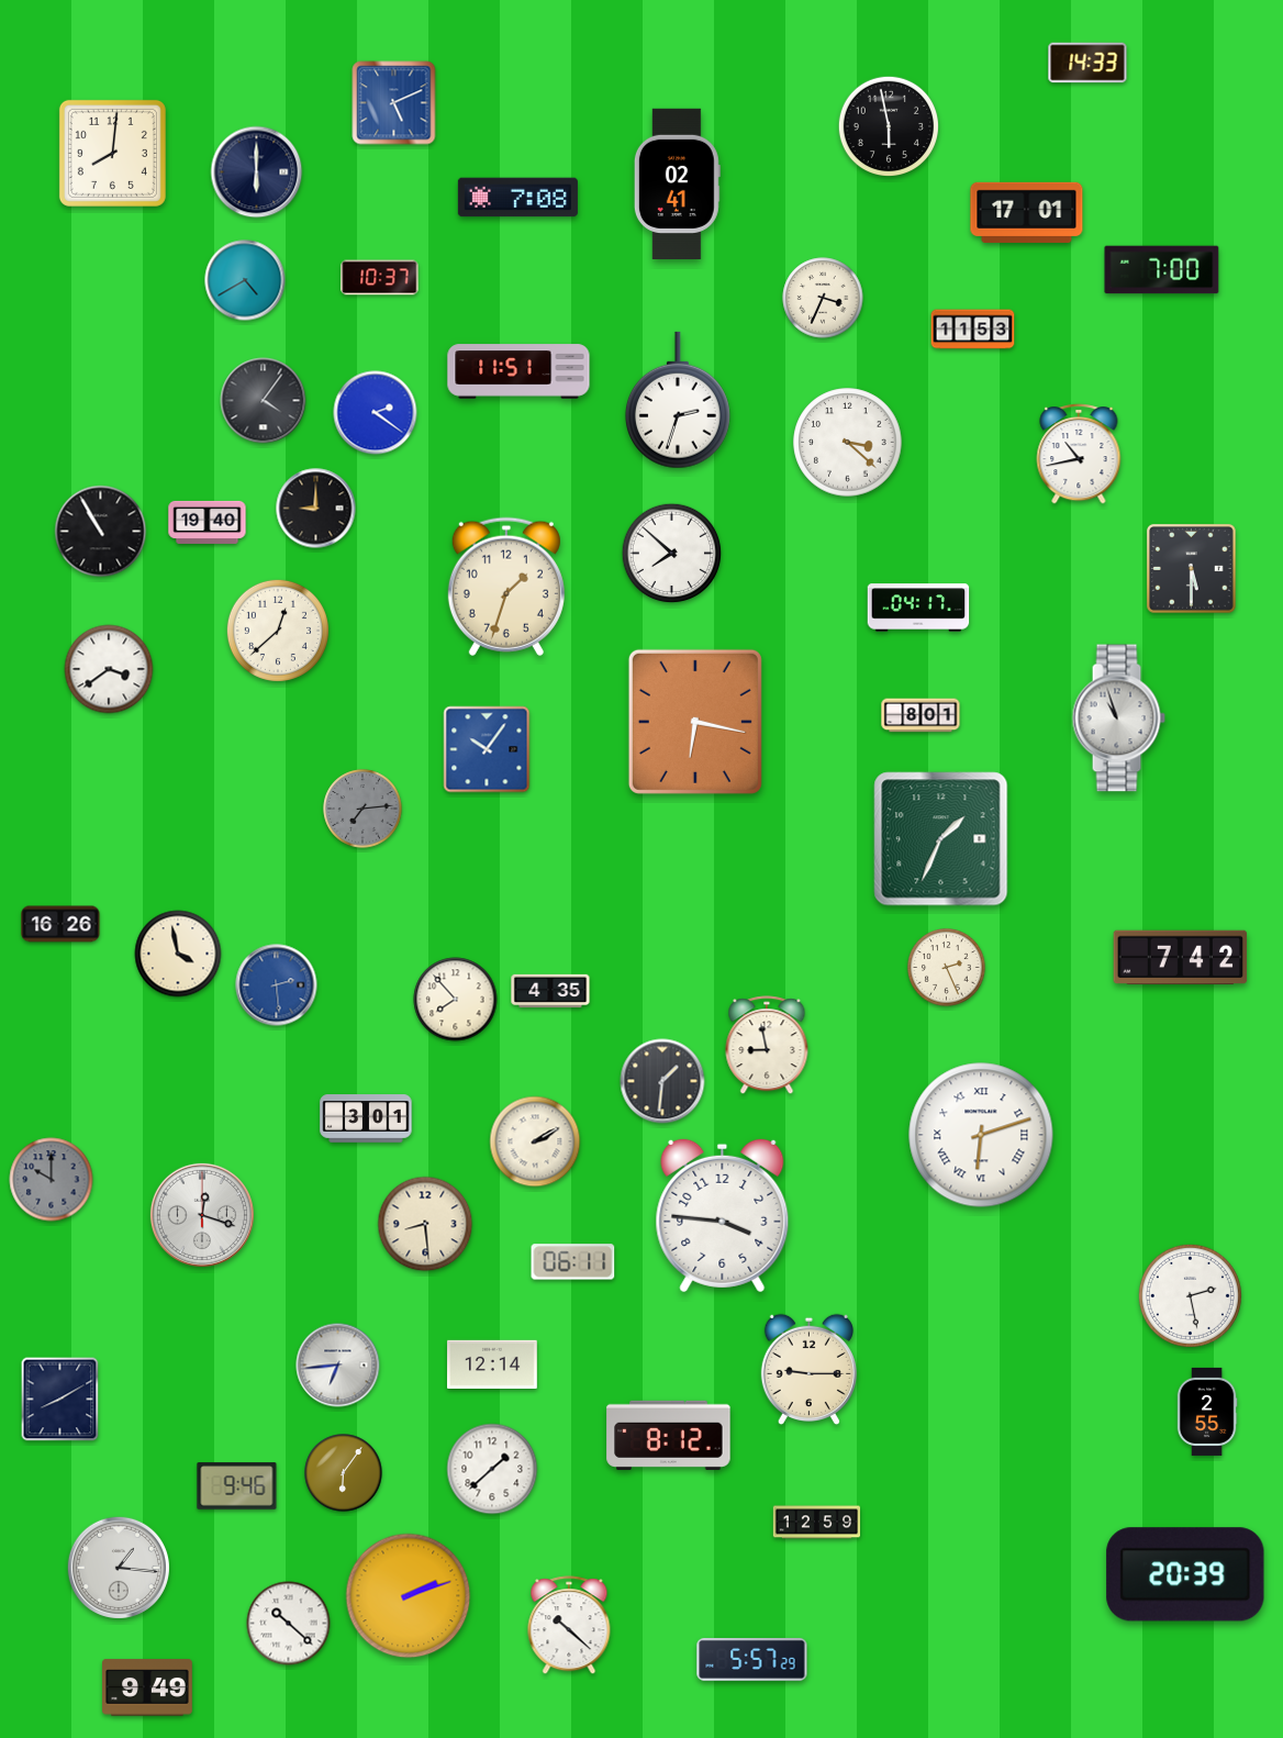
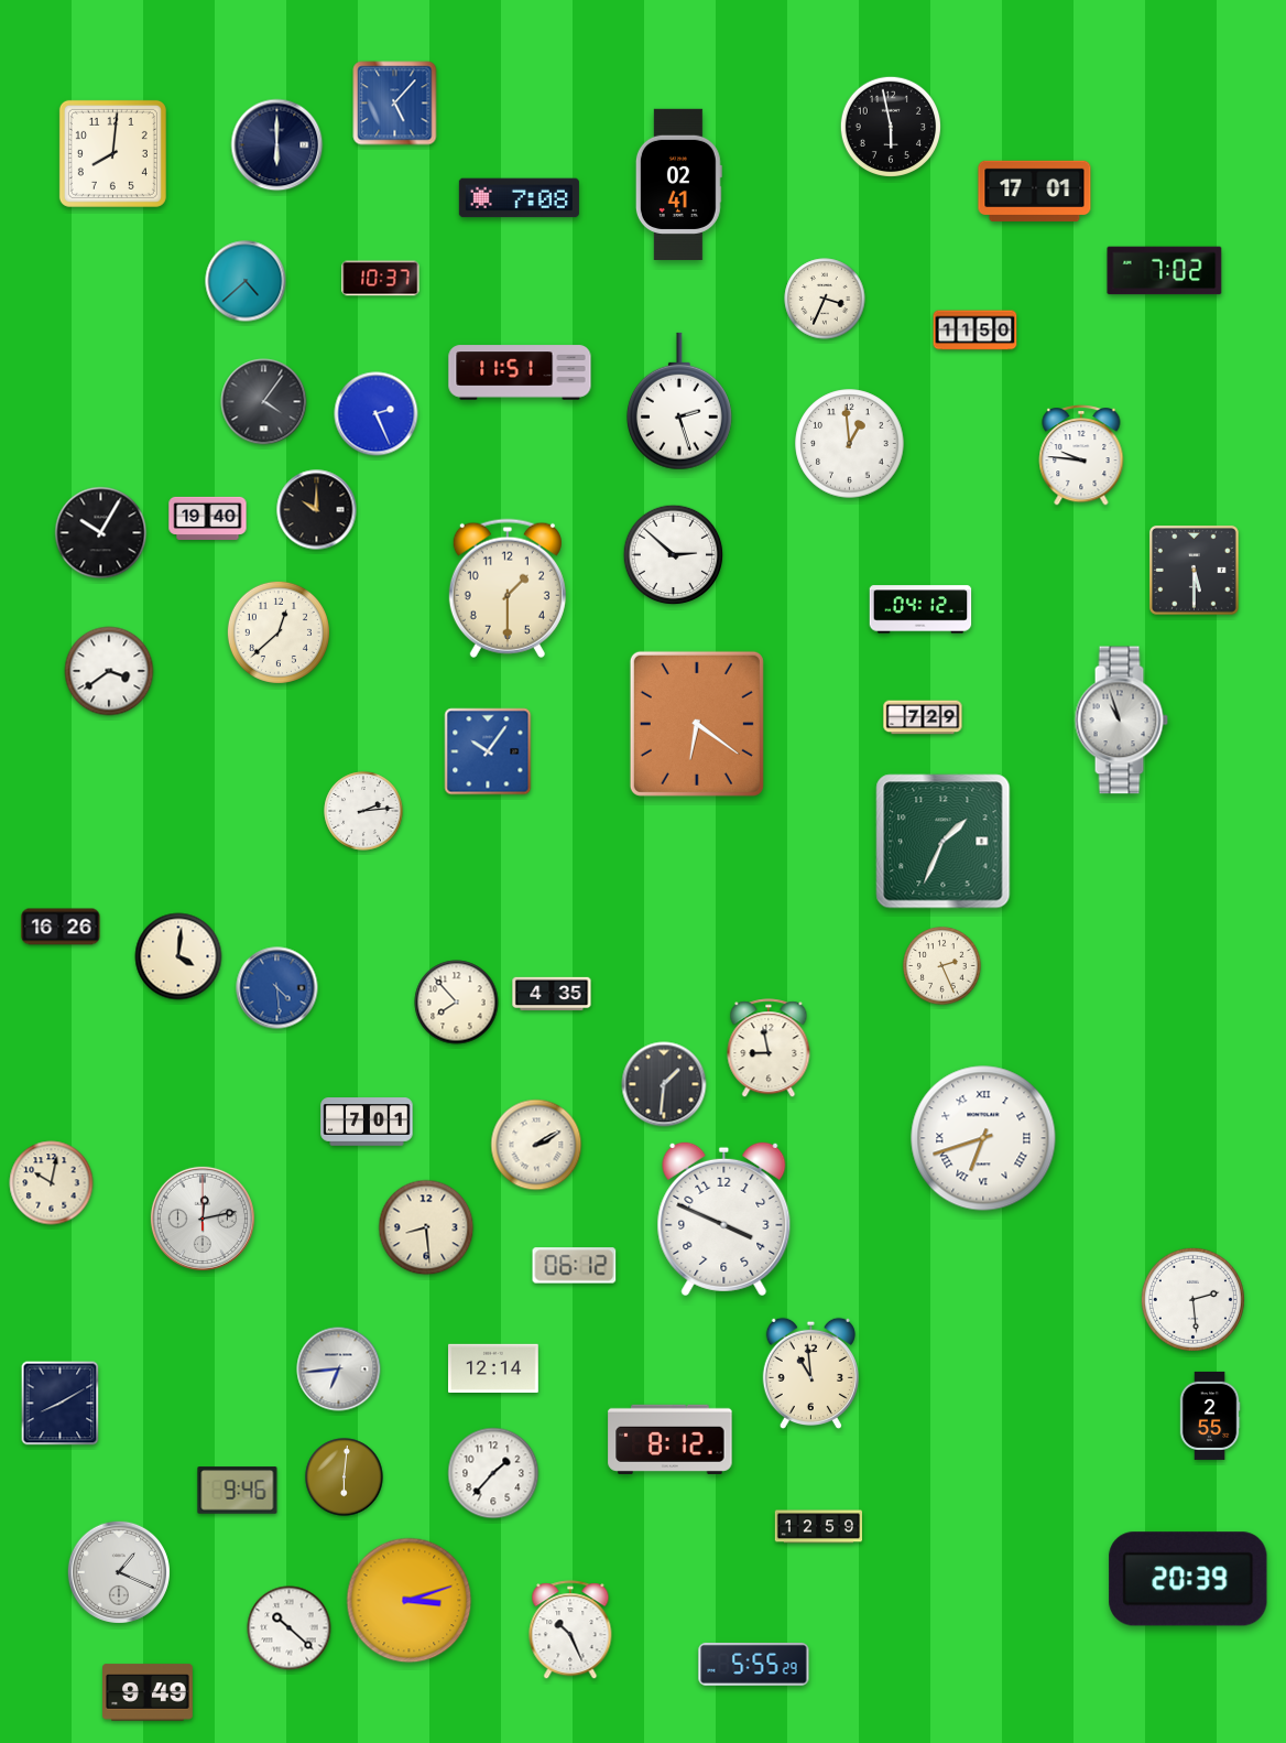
clock at (1087, 63): 14:33 -> none
clock at (394, 103): 5:11 -> 5:07
clock at (257, 172) position: (257, 172) -> (277, 145)
clock at (1027, 212) position: (1027, 212) -> (1035, 191)
clock at (1162, 270): 7:00 -> 7:02
clock at (245, 280): 4:40 -> 4:38
clock at (973, 330): 11:53 -> 11:50
clock at (678, 400): 2:33 -> 2:27
clock at (376, 413): 2:21 -> 2:26
clock at (848, 443): 3:22 -> 12:59
clock at (1079, 455): 10:43 -> 9:46
clock at (316, 509): 9:00 -> 10:00
clock at (208, 522) position: (208, 522) -> (208, 518)
clock at (101, 532): 10:55 -> 10:05
clock at (672, 554): 7:52 -> 2:52
clock at (506, 587): 1:33 -> 1:30
clock at (918, 608): 04:17 -> 04:12
clock at (921, 715): 8:01 -> 7:29
clock at (695, 722): 6:17 -> 6:21
clock at (362, 809): 7:14 -> 2:14
clock at (362, 809) dial: grey -> white
clock at (178, 954): 3:58 -> 4:01
clock at (1181, 958): 7:42 -> none
clock at (947, 968) position: (947, 968) -> (942, 966)
clock at (277, 985): 2:29 -> 4:29
clock at (366, 1118): 3:01 -> 7:01
clock at (981, 1135): 6:12 -> 6:42
clock at (52, 1180): 10:00 -> 10:02
clock at (52, 1180) dial: grey -> cream
clock at (202, 1215): 12:18 -> 12:13
clock at (723, 1216): 3:46 -> 3:49
clock at (573, 1262): 06:11 -> 06:12
clock at (1190, 1295): 2:28 -> 2:29
clock at (808, 1370): 9:15 -> 10:59
clock at (492, 1469): 1:38 -> 1:37
clock at (344, 1473): 6:06 -> 6:01
clock at (119, 1568): 1:16 -> 1:19
clock at (409, 1596): 2:12 -> 3:12
clock at (569, 1626): 10:22 -> 10:26
clock at (752, 1659): 5:57 -> 5:55
